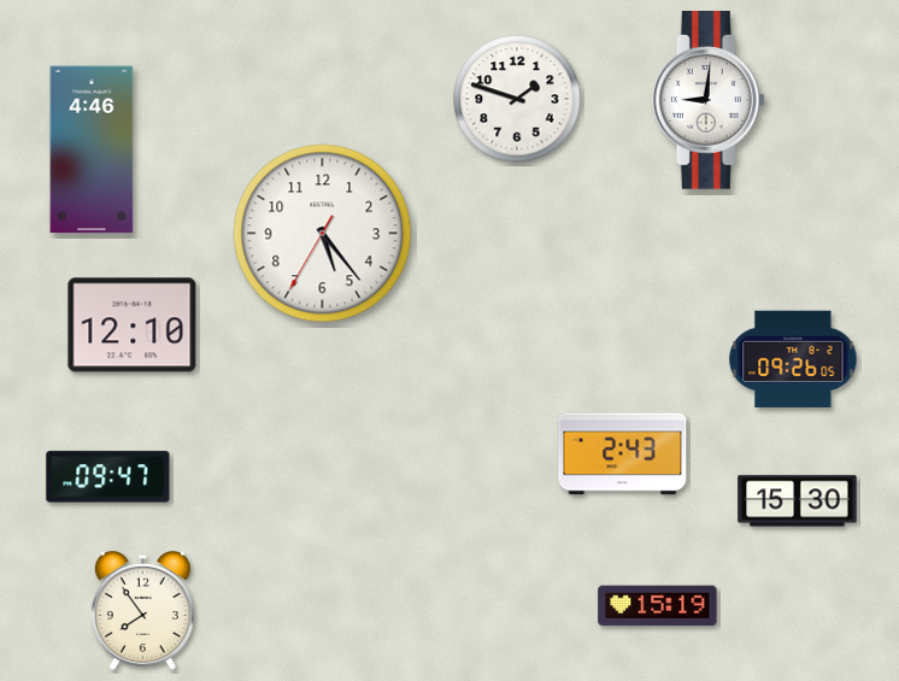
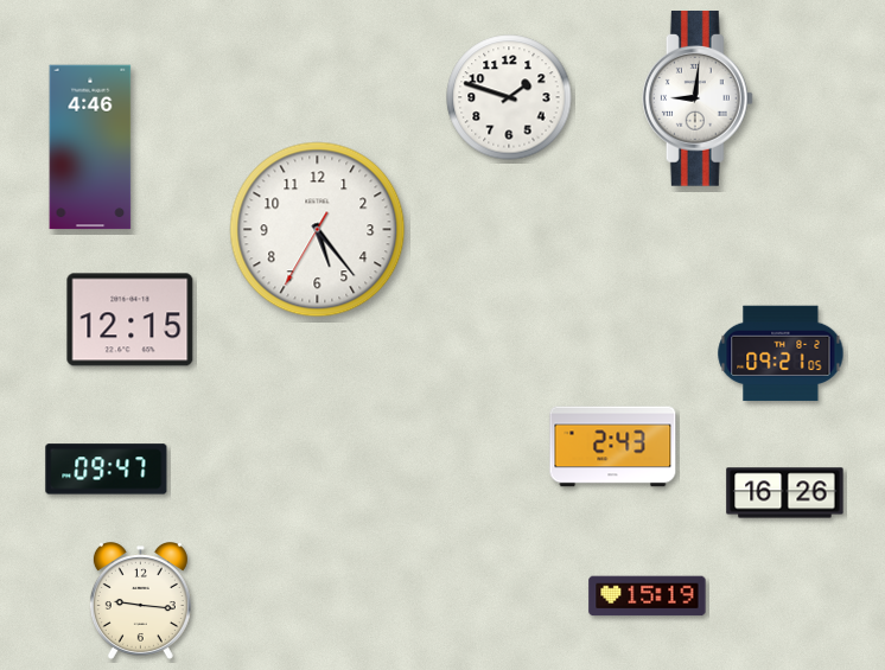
clock at (133, 325): 12:10 -> 12:15
clock at (793, 359): 09:26 -> 09:21
clock at (798, 501): 15:30 -> 16:26
clock at (142, 611): 7:54 -> 9:16
